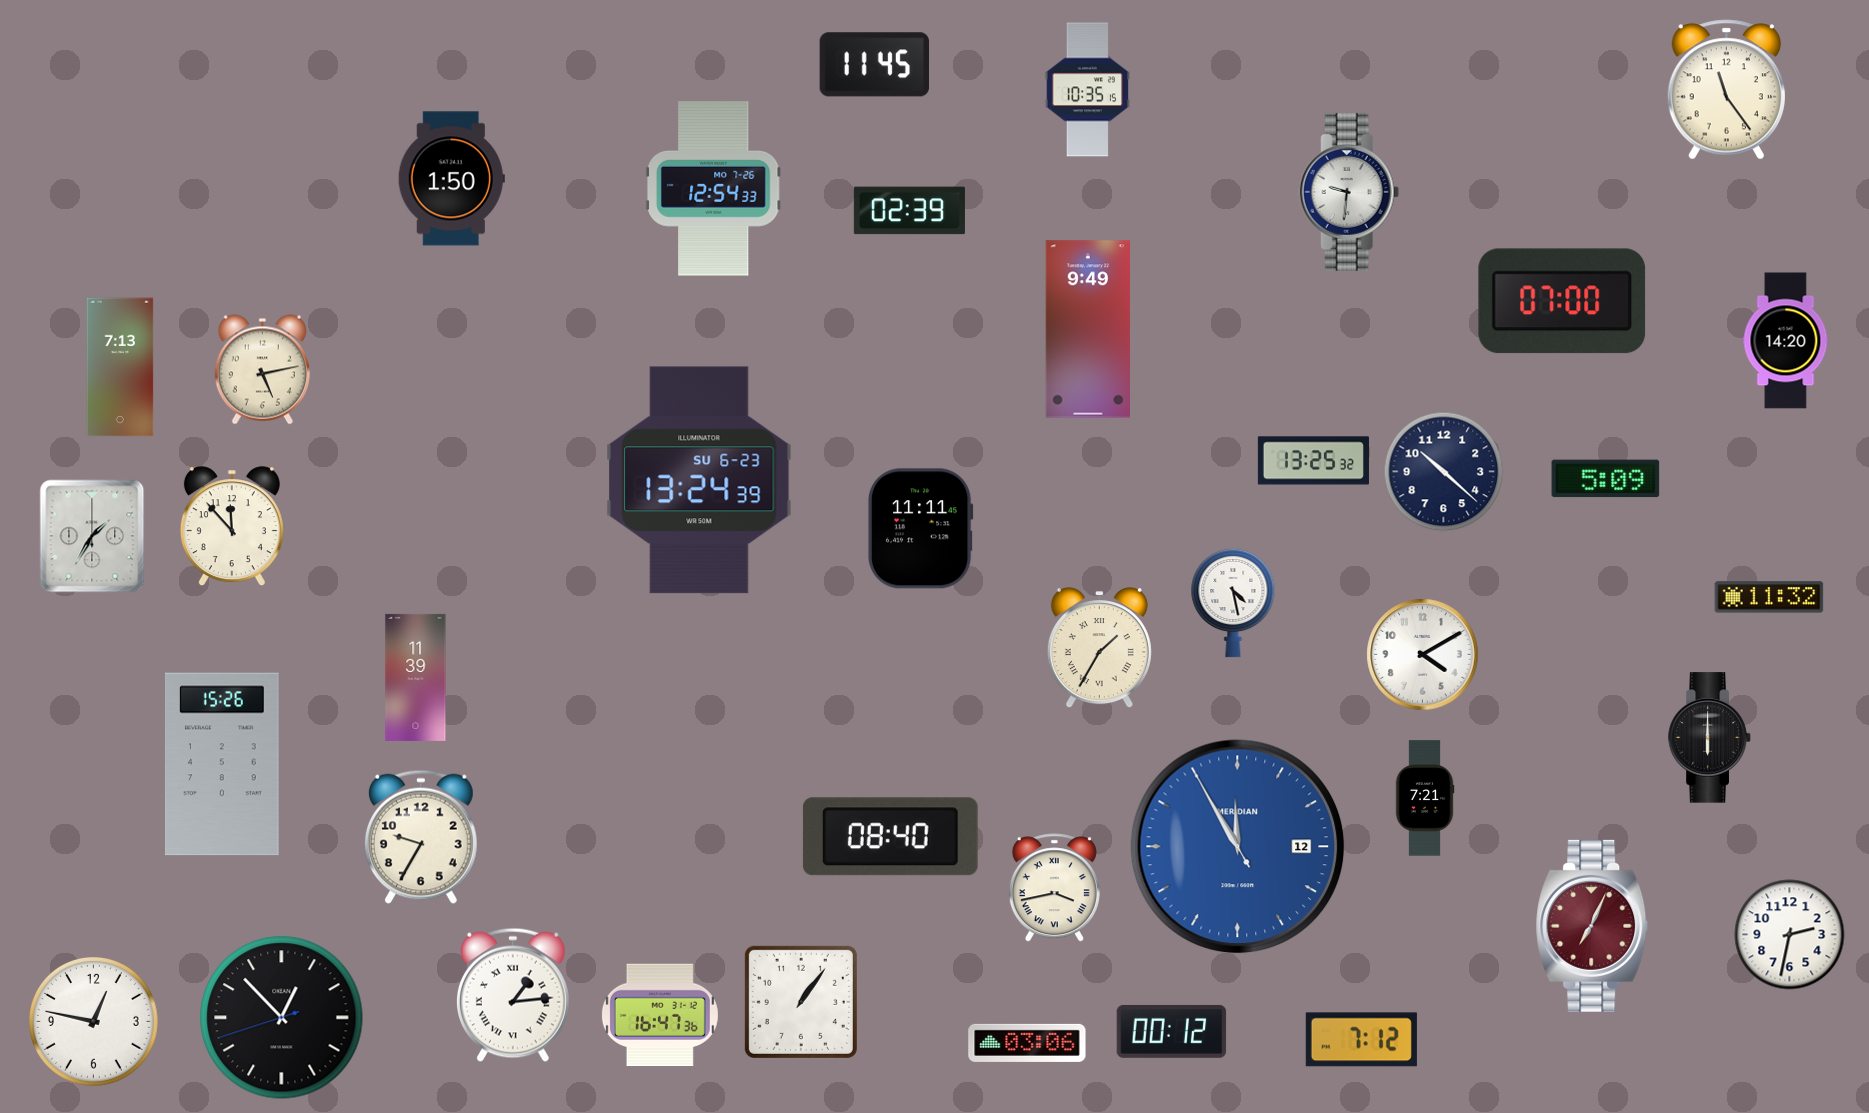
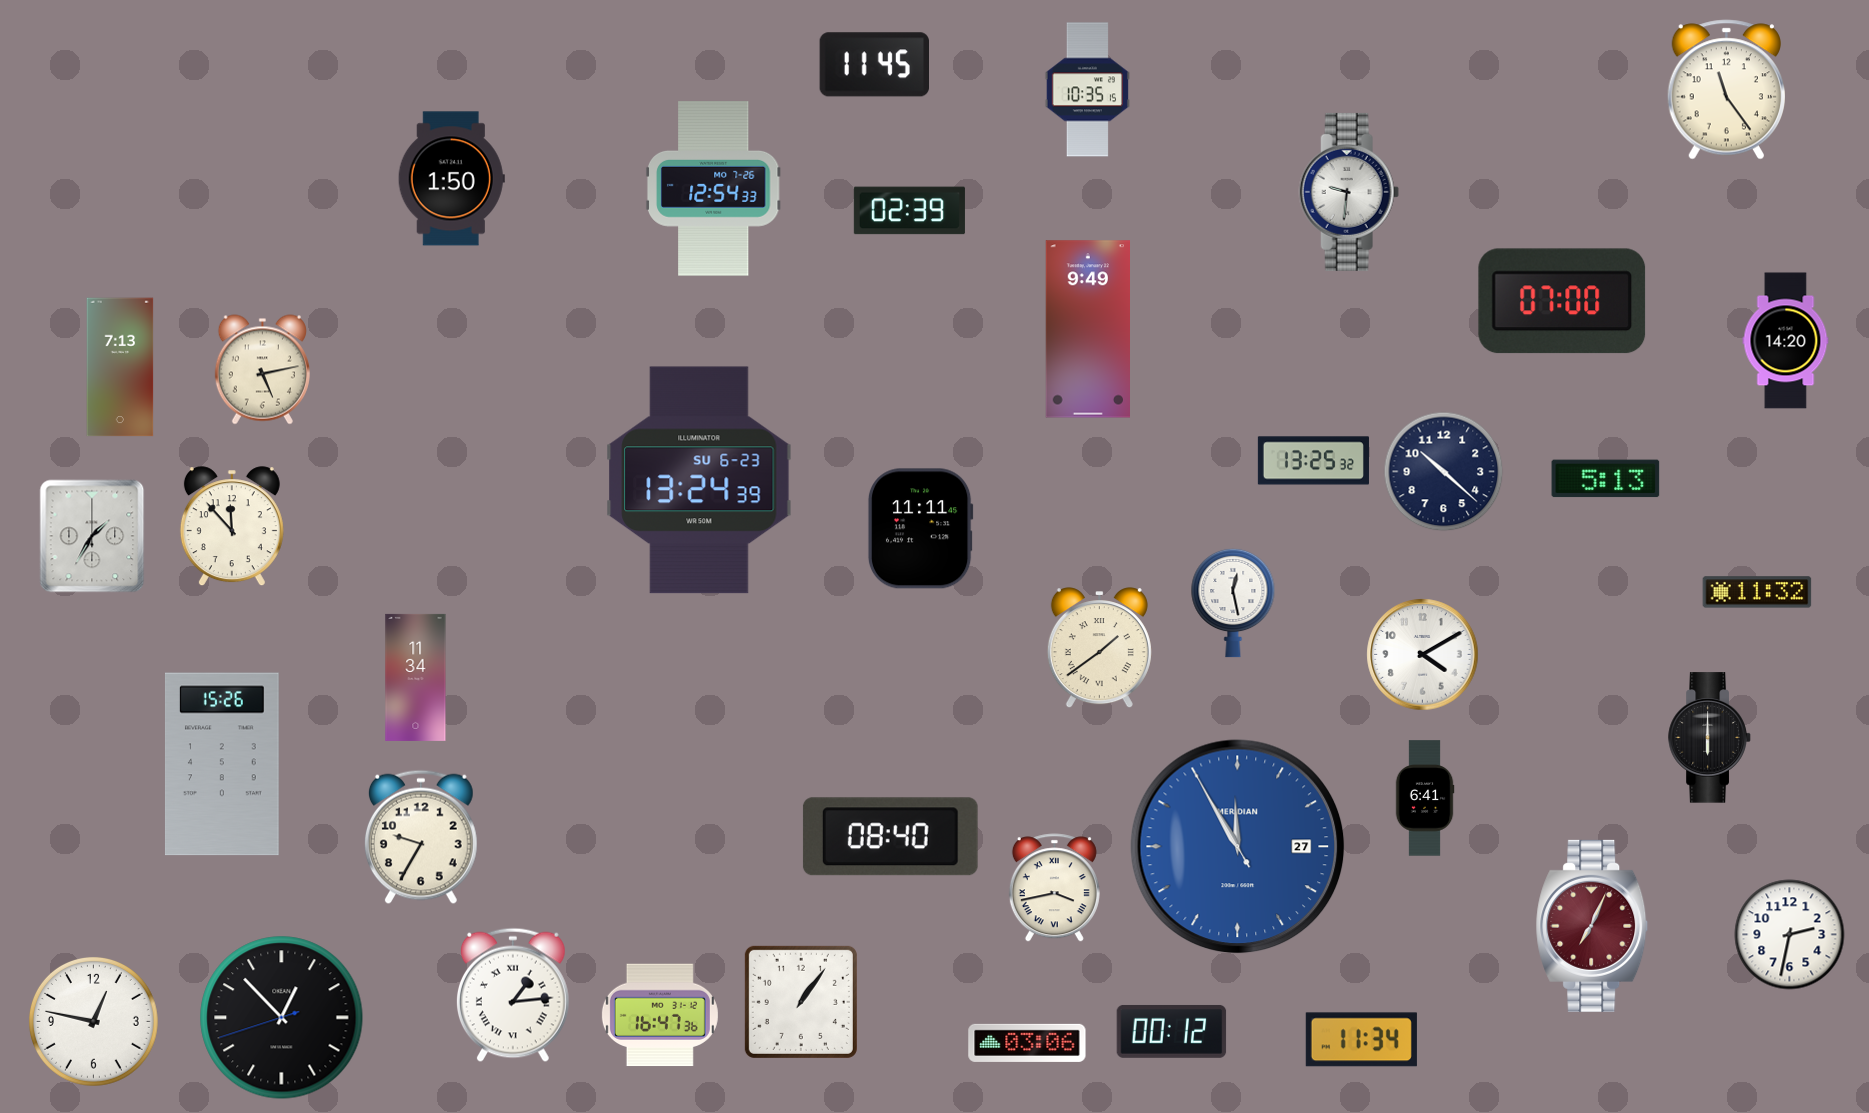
clock at (1606, 479): 5:09 -> 5:13
clock at (1769, 597) position: (1769, 597) -> (1757, 592)
clock at (1233, 603): 4:28 -> 12:28
clock at (1099, 648): 1:35 -> 1:39
clock at (416, 677): 11:39 -> 11:34
clock at (1425, 798): 7:21 -> 6:41
clock at (1238, 847) date: 12 -> 27
clock at (1361, 1040): 7:12 -> 11:34
